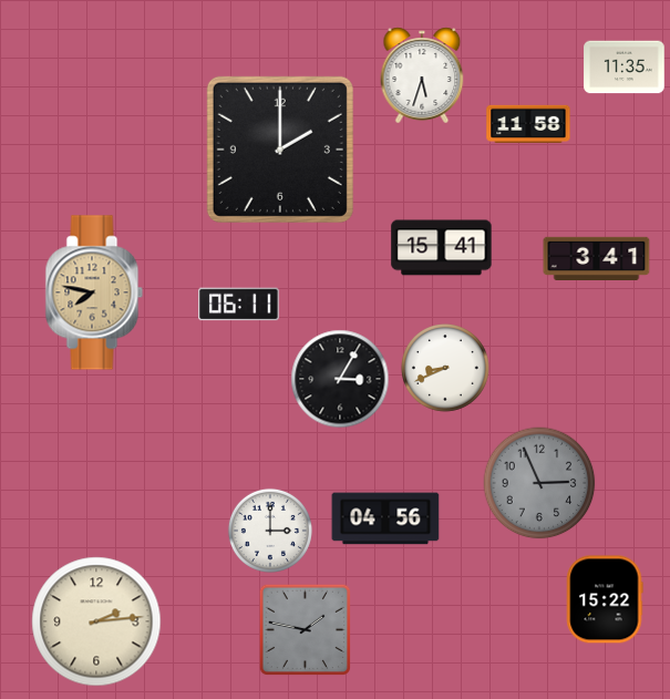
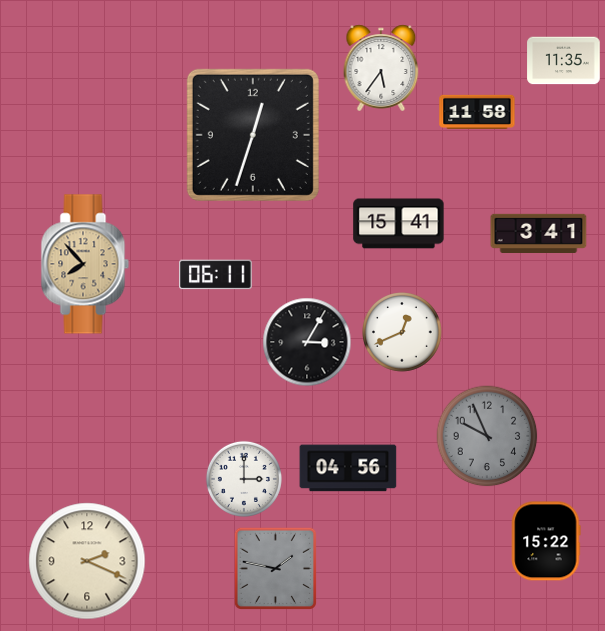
clock at (422, 75): 5:33 -> 5:36
clock at (280, 150): 2:00 -> 12:33
clock at (94, 292): 7:47 -> 7:53
clock at (446, 369): 8:41 -> 12:41
clock at (539, 483): 2:56 -> 9:56
clock at (96, 621): 2:14 -> 2:19
